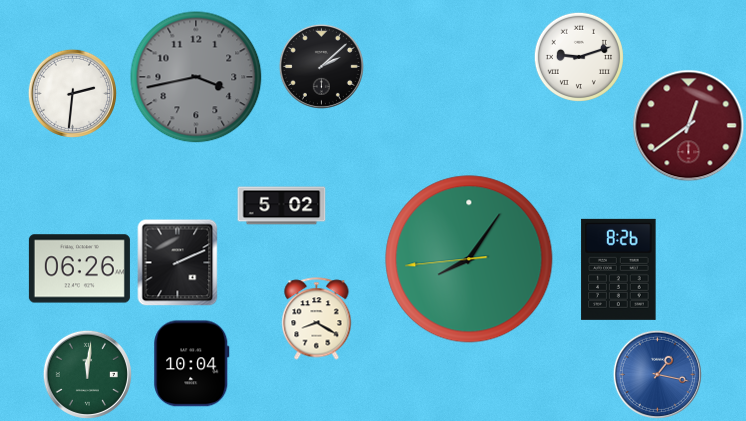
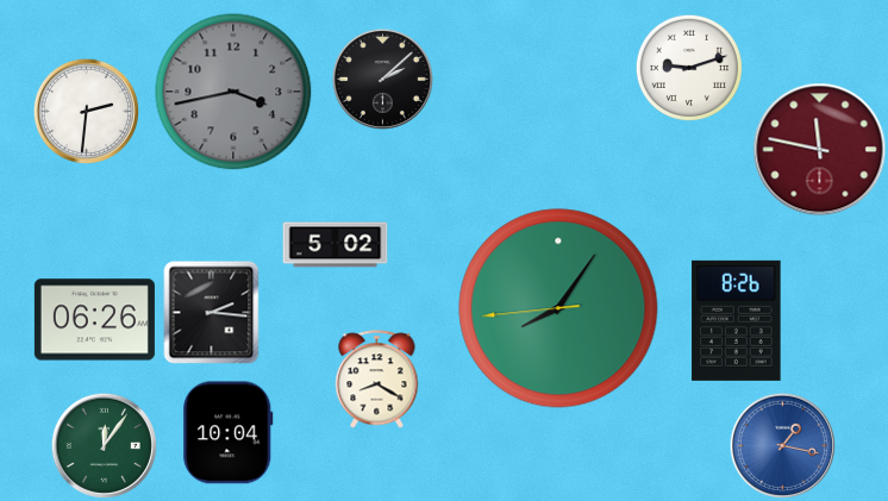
clock at (689, 126): 12:39 -> 11:47
clock at (178, 262): 2:11 -> 2:16
clock at (87, 374): 12:01 -> 12:06
